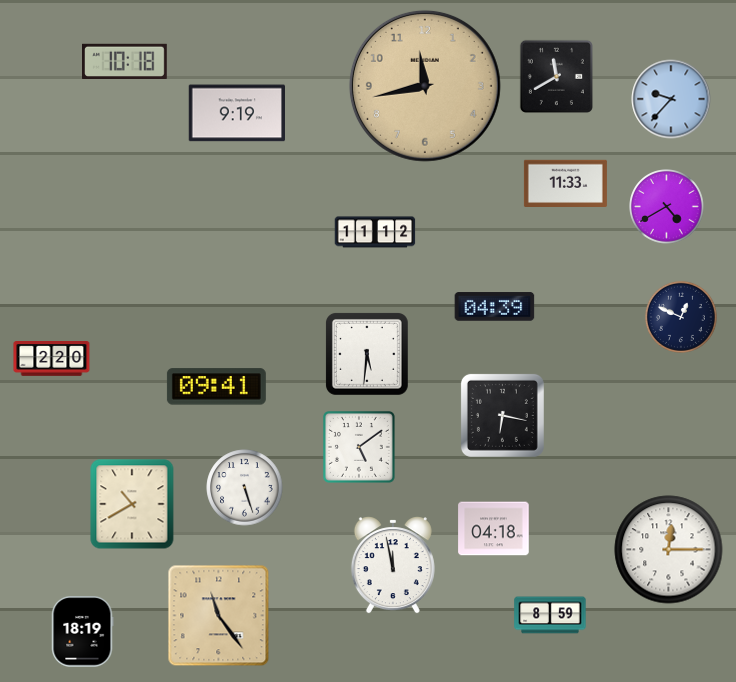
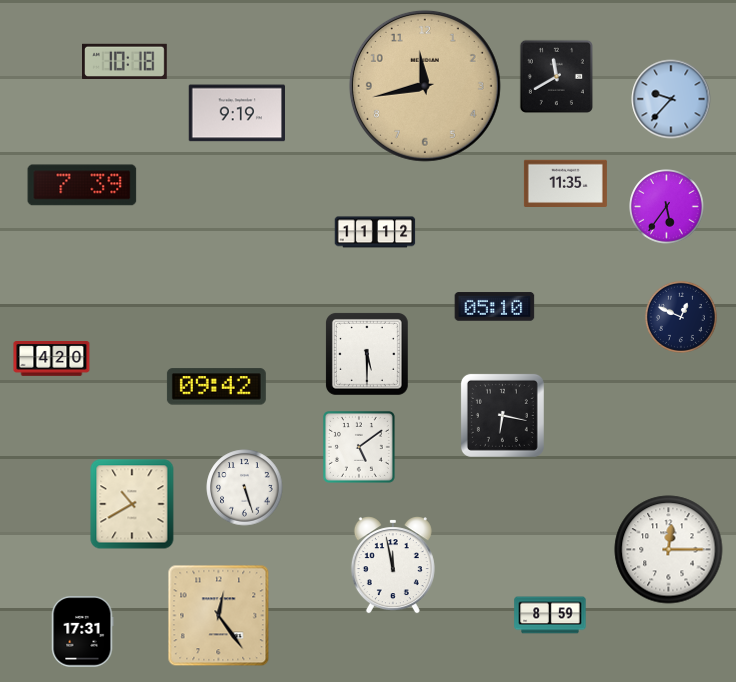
clock at (565, 183): 11:33 -> 11:35
clock at (82, 185): none -> 7:39
clock at (667, 207): 4:40 -> 5:36
clock at (495, 307): 04:39 -> 05:10
clock at (367, 354): 5:31 -> 5:30
clock at (52, 359): 2:20 -> 4:20
clock at (216, 387): 09:41 -> 09:42
clock at (494, 529): 04:18 -> none
clock at (219, 616): 11:24 -> 12:24
clock at (82, 632): 18:19 -> 17:31
